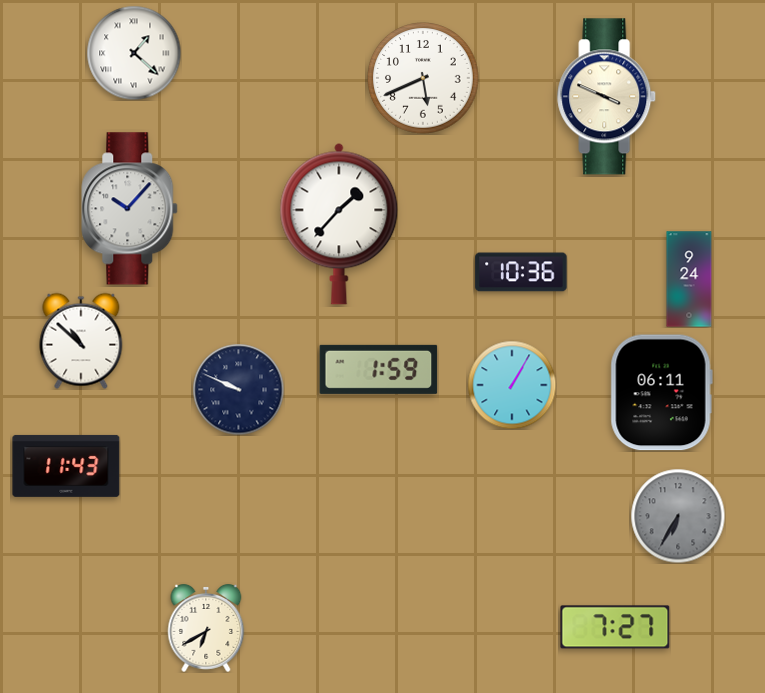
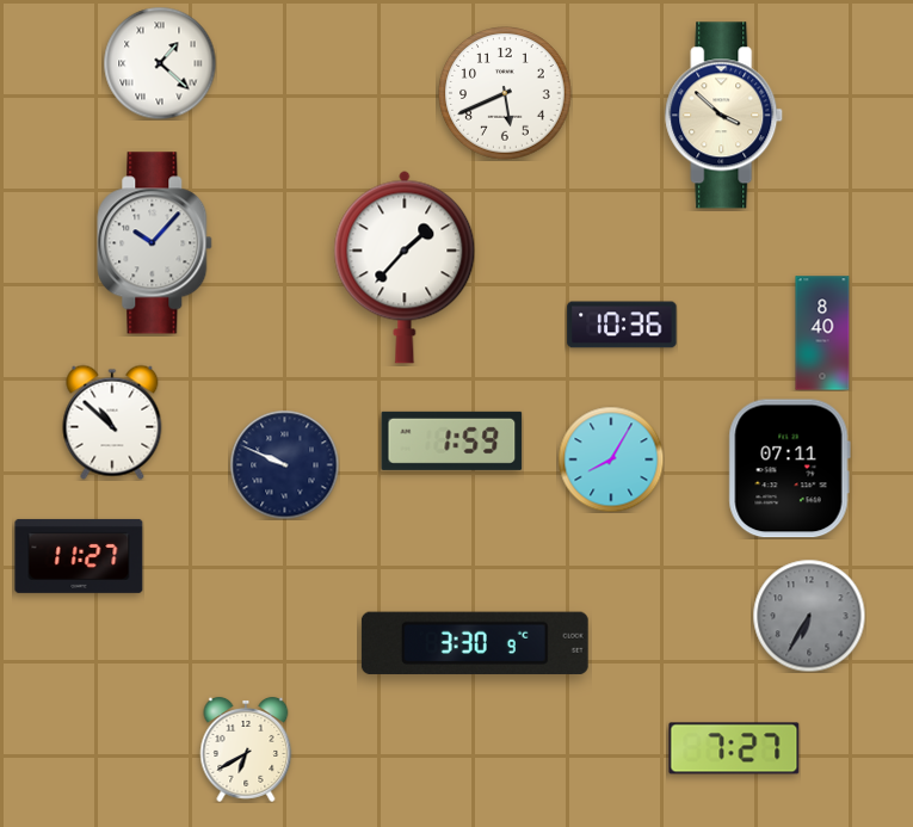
clock at (607, 97): 3:49 -> 3:52
clock at (130, 209) position: (130, 209) -> (155, 243)
clock at (689, 279): 9:24 -> 8:40
clock at (81, 341) position: (81, 341) -> (112, 422)
clock at (512, 385): 1:05 -> 8:05
clock at (661, 393): 06:11 -> 07:11
clock at (66, 466): 11:43 -> 11:27
clock at (475, 642): none -> 3:30
